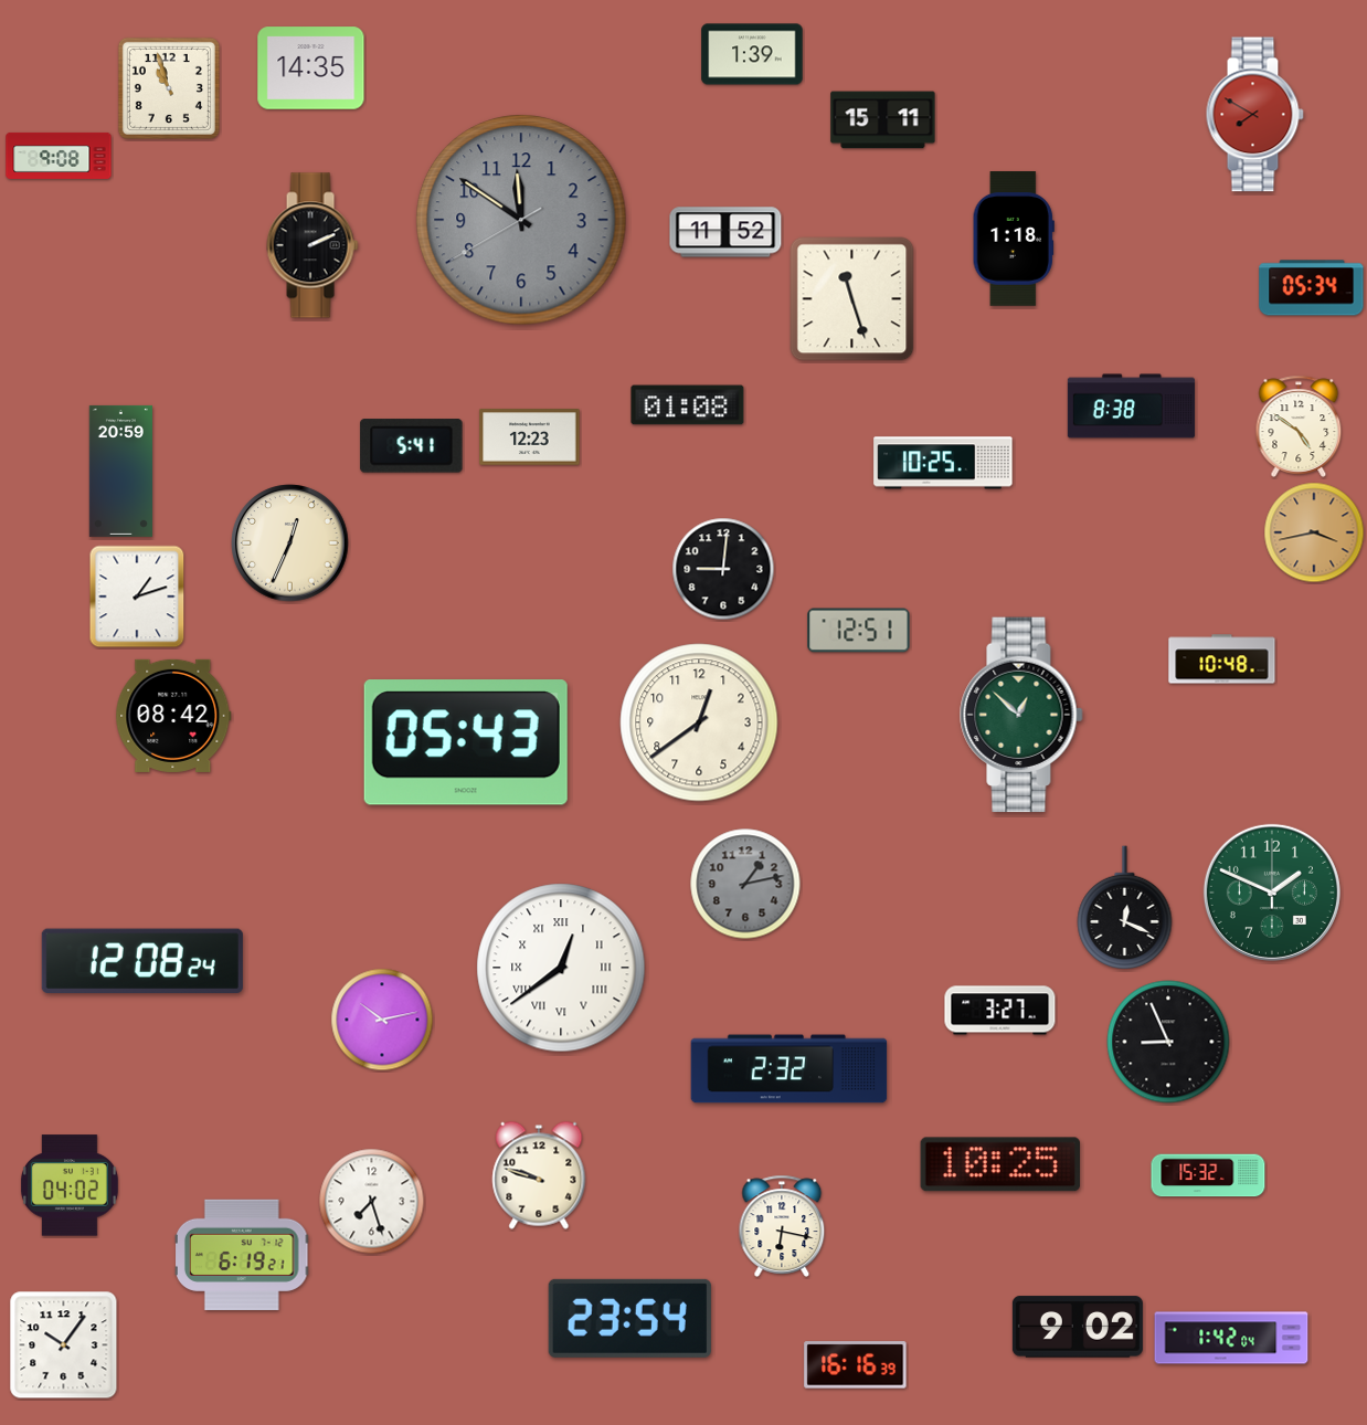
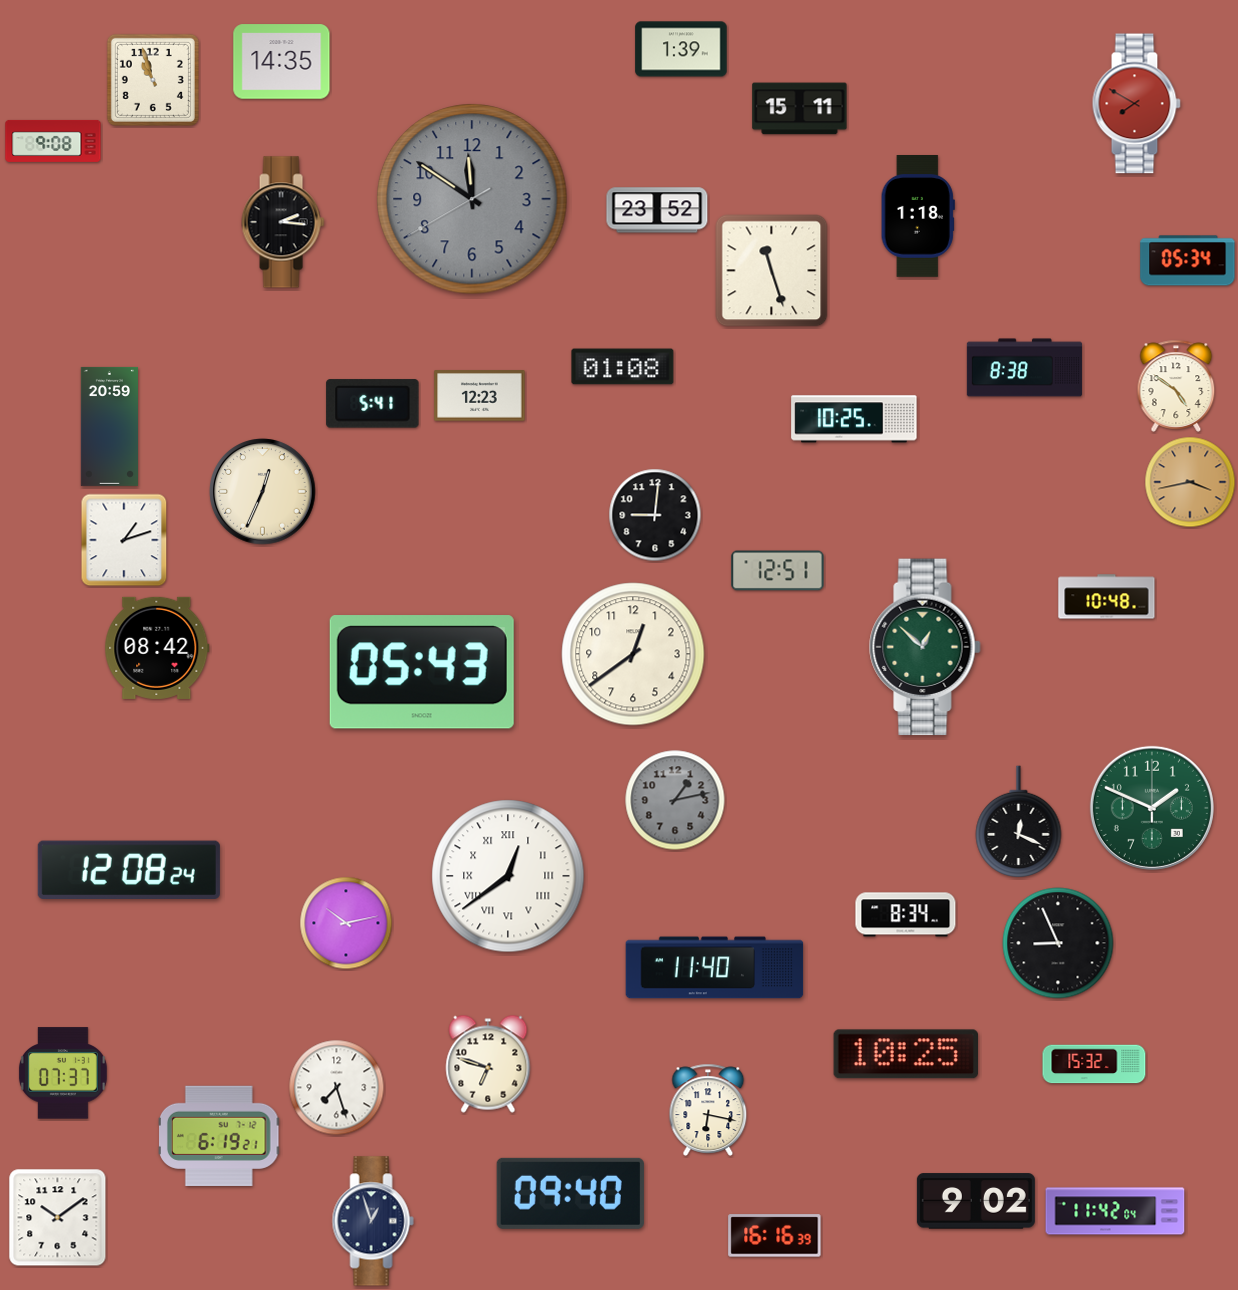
clock at (725, 232): 11:52 -> 23:52
clock at (312, 245): 2:11 -> 2:16
clock at (1000, 1011): 3:27 -> 8:34
clock at (790, 1069): 2:32 -> 11:40
clock at (539, 1175): 9:48 -> 6:48
clock at (70, 1185): 04:02 -> 07:37
clock at (629, 1318): 23:54 -> 09:40
clock at (1231, 1338): 1:42 -> 11:42
clock at (64, 1345): 10:06 -> 10:09
clock at (373, 1221): none -> 12:57
